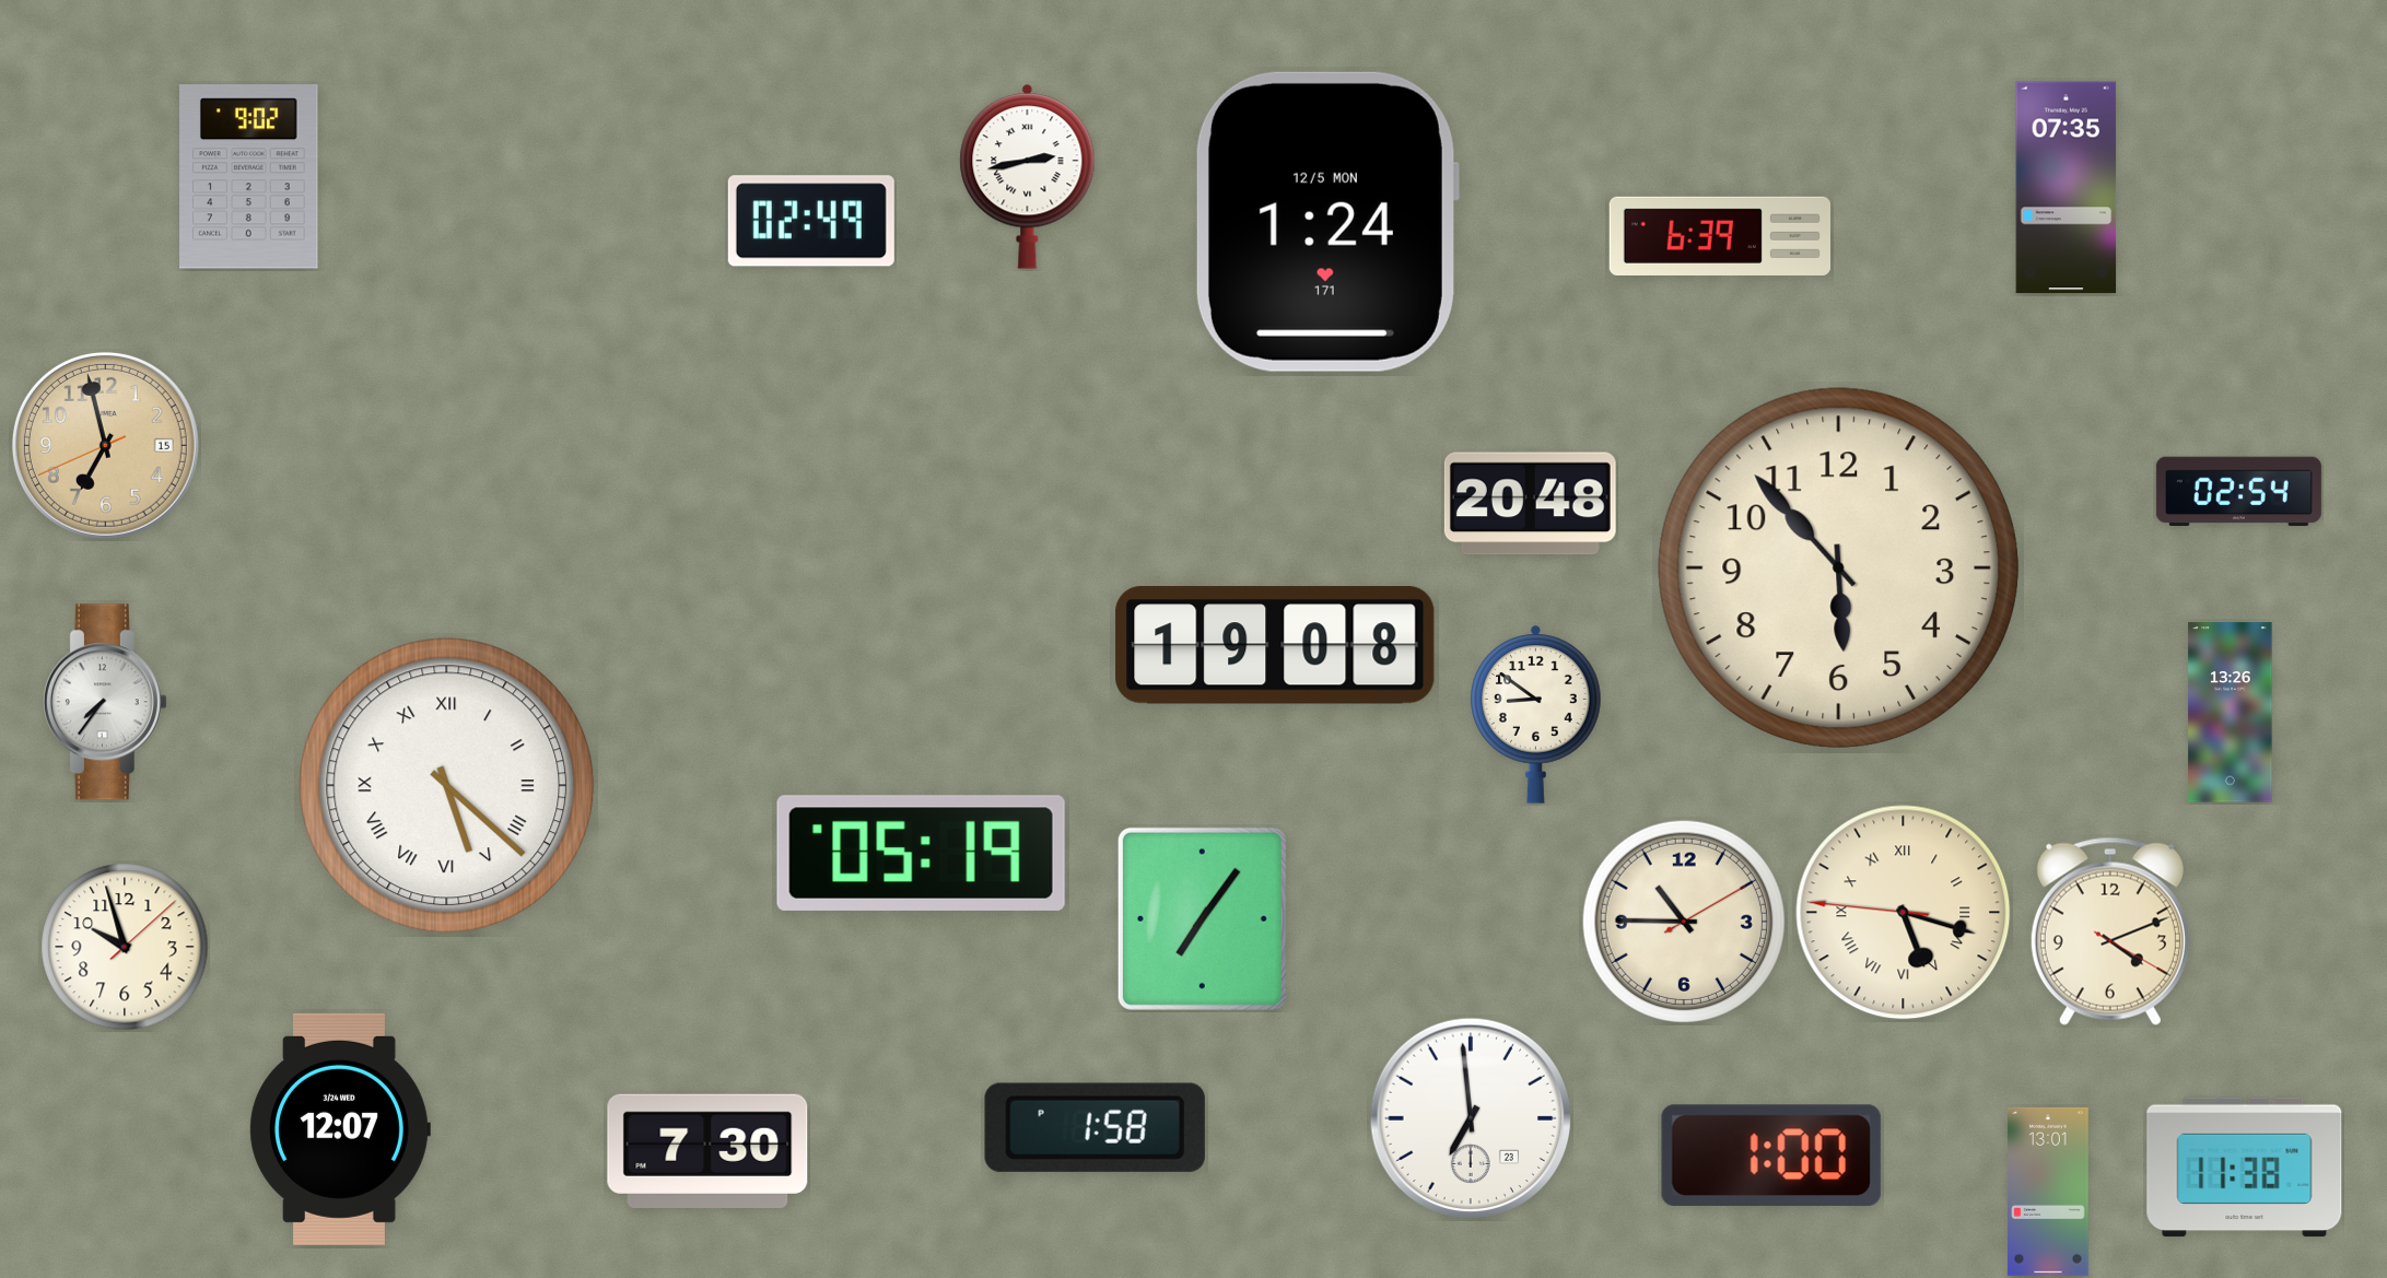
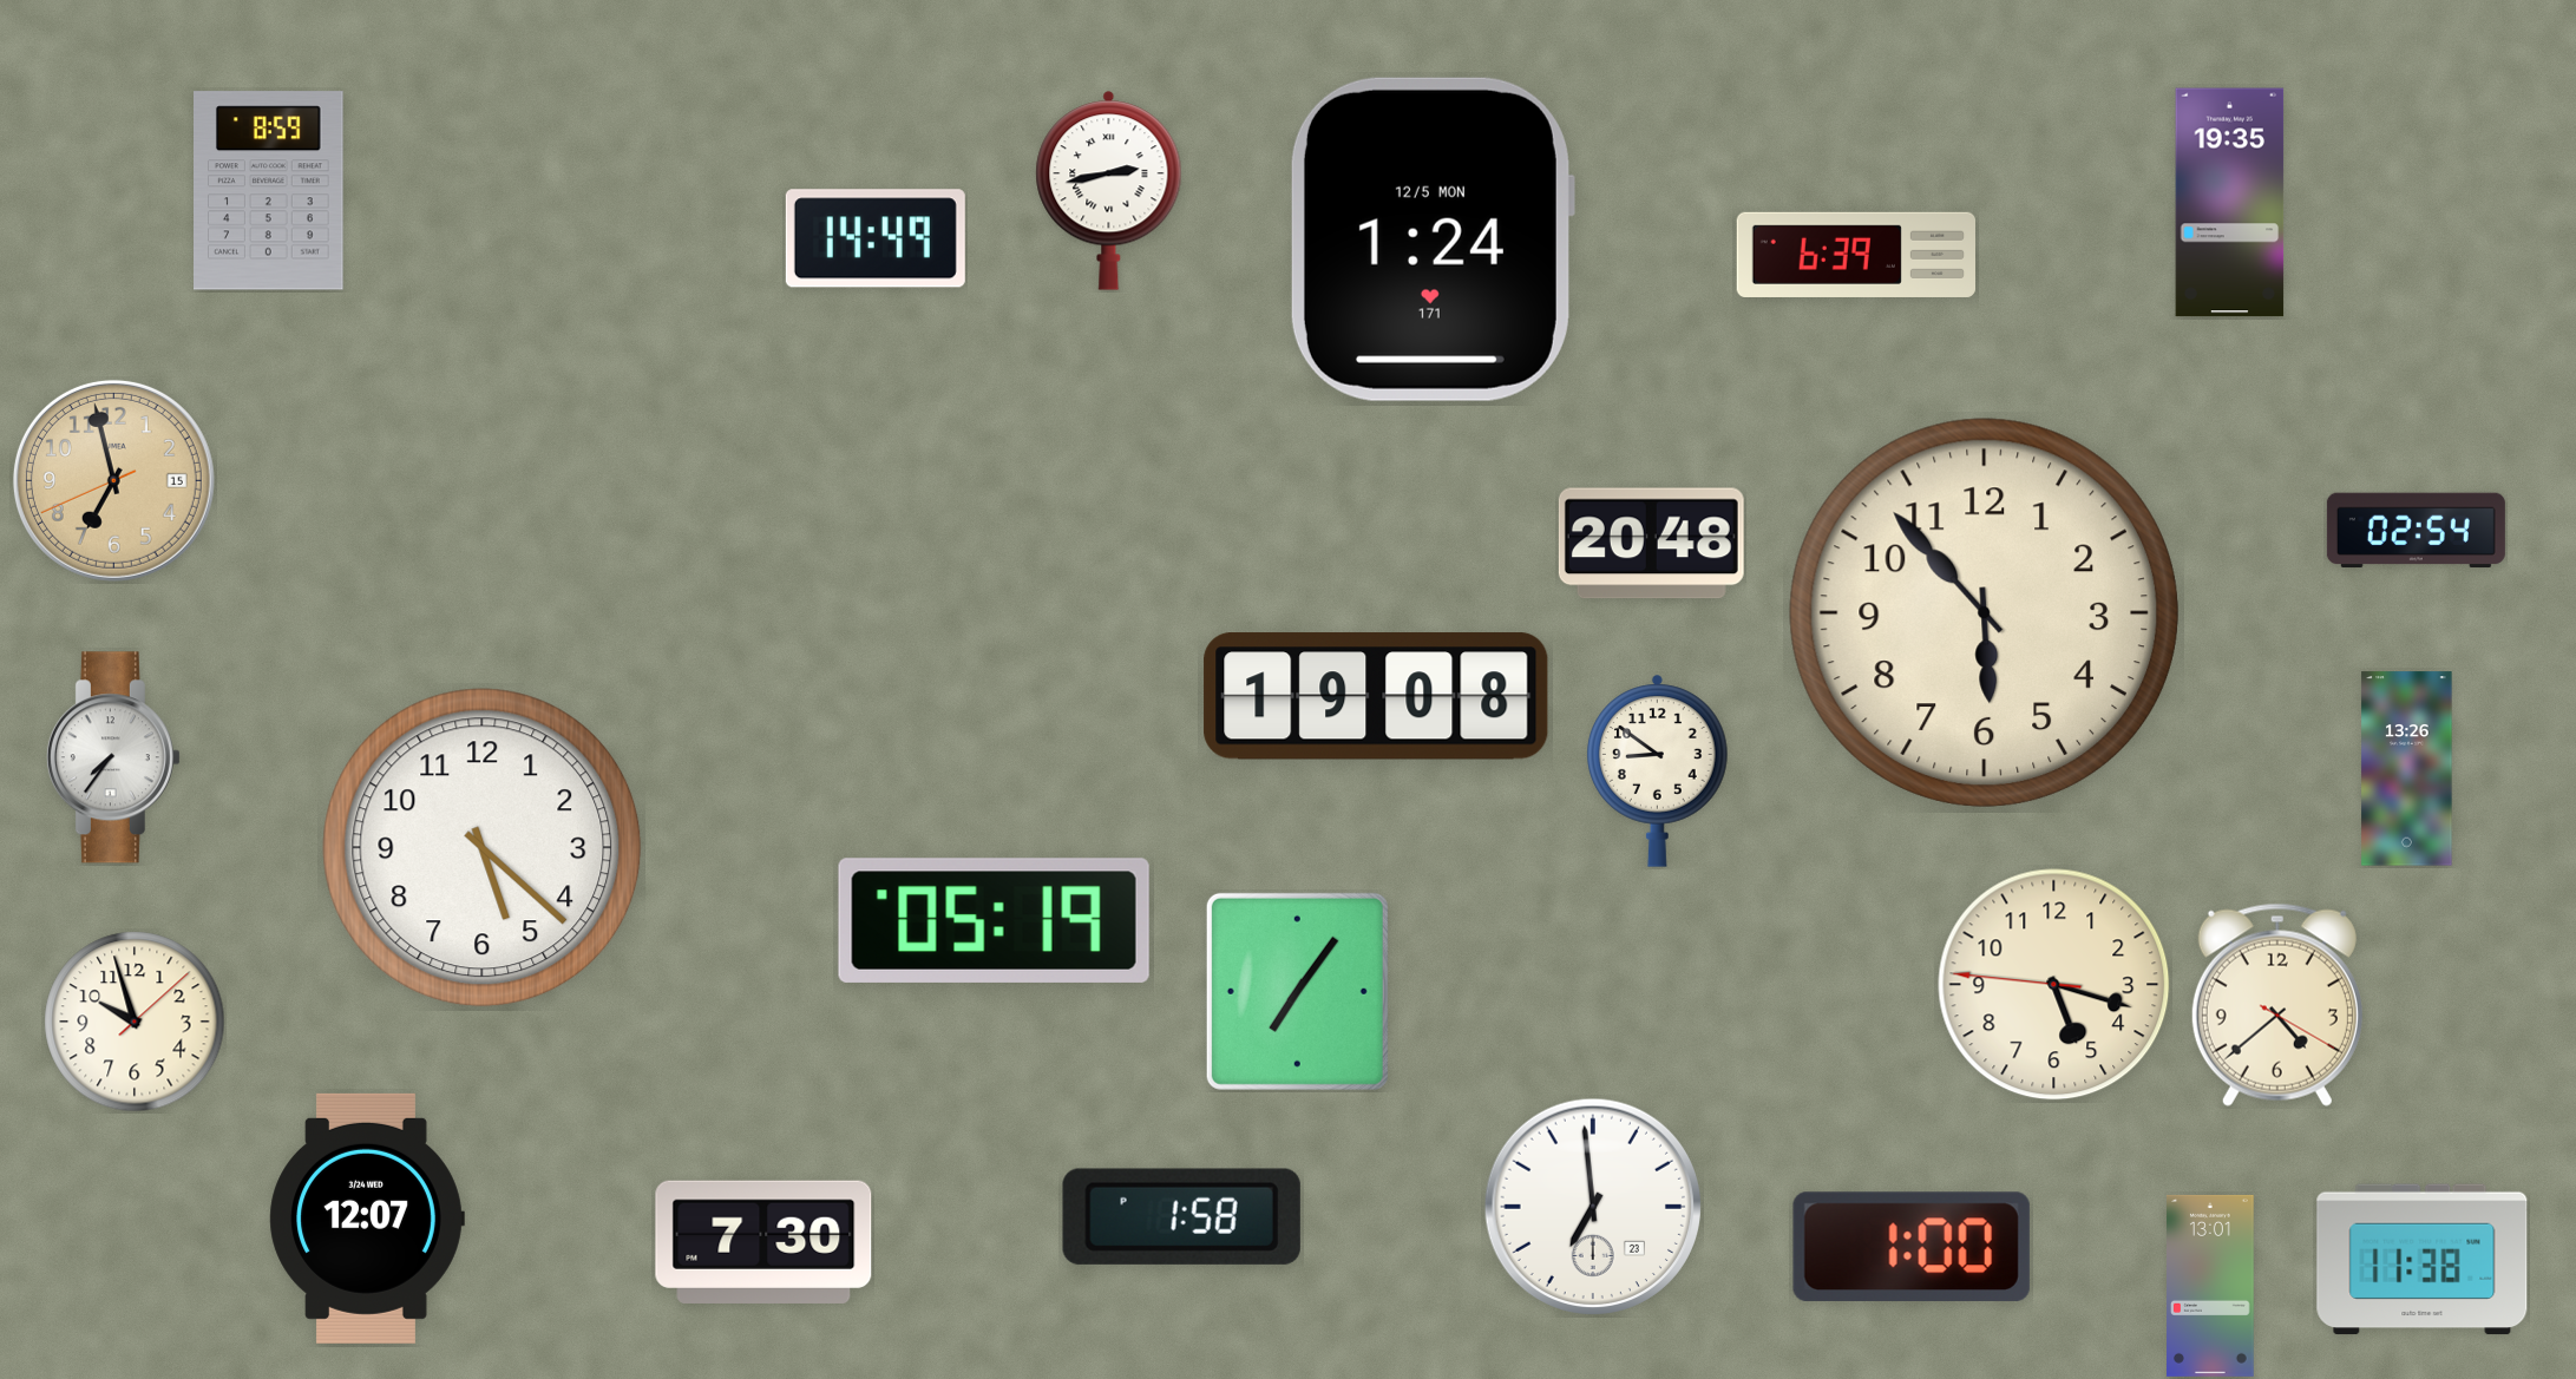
clock at (249, 177): 9:02 -> 8:59
clock at (2067, 188): 07:35 -> 19:35
clock at (811, 221): 02:49 -> 14:49
clock at (447, 786) numerals: Roman -> Arabic
clock at (1904, 913) numerals: Roman -> Arabic
clock at (1684, 922): 10:45 -> none
clock at (2110, 931): 4:11 -> 4:38
clock at (1470, 1117) position: (1470, 1117) -> (1592, 1206)
